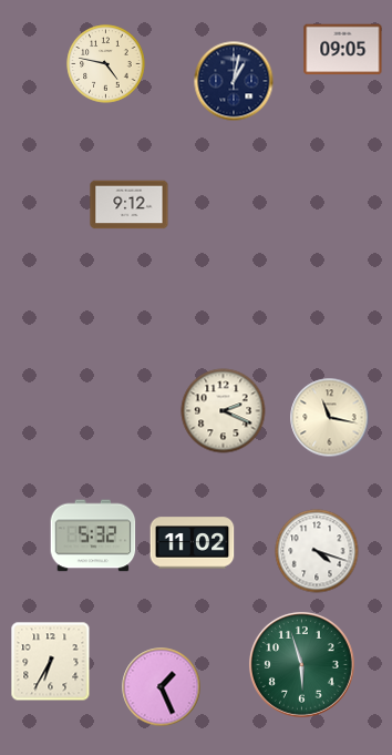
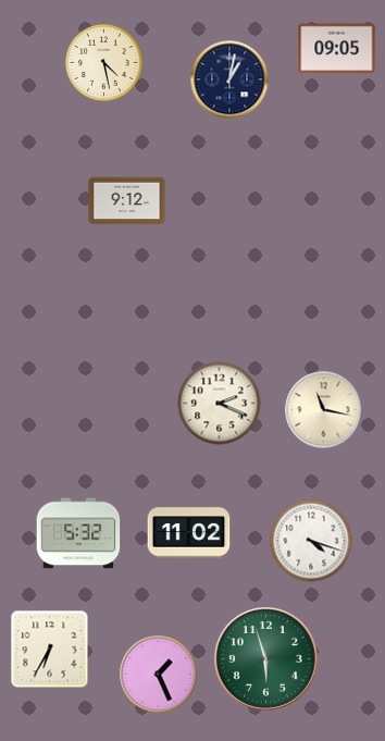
clock at (106, 64): 4:47 -> 4:28
clock at (93, 535) position: (93, 535) -> (78, 533)
clock at (301, 664) position: (301, 664) -> (265, 658)
